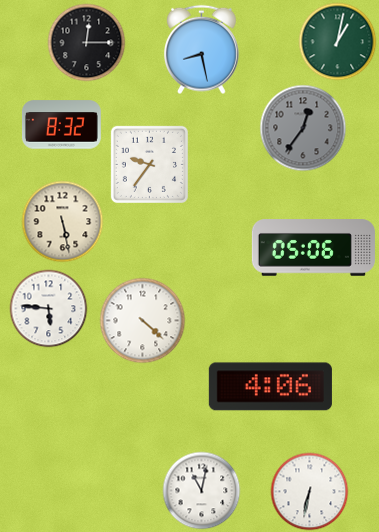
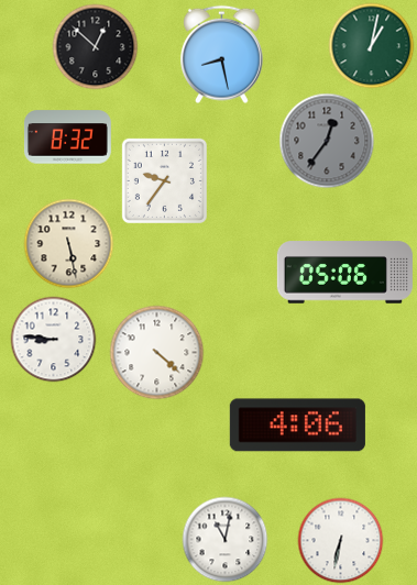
clock at (86, 42): 12:15 -> 12:52
clock at (303, 128) position: (303, 128) -> (327, 141)
clock at (48, 308): 5:46 -> 8:46
clock at (201, 490) position: (201, 490) -> (224, 539)
